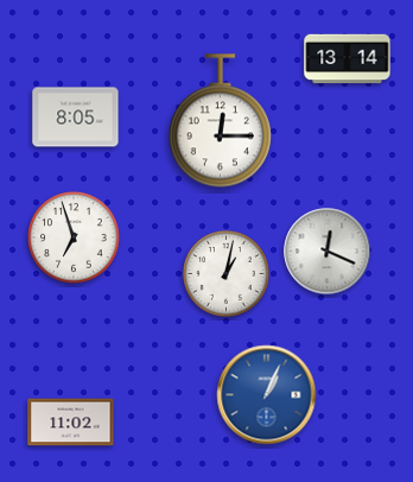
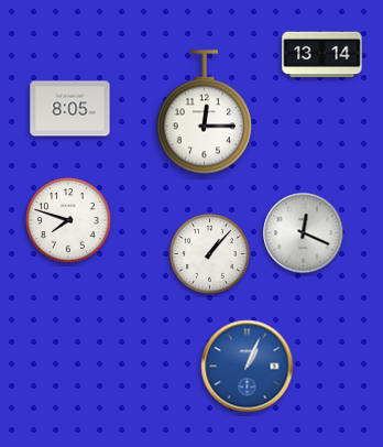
clock at (74, 237): 6:57 -> 7:48
clock at (227, 274): 1:02 -> 1:07
clock at (71, 423): 11:02 -> none
